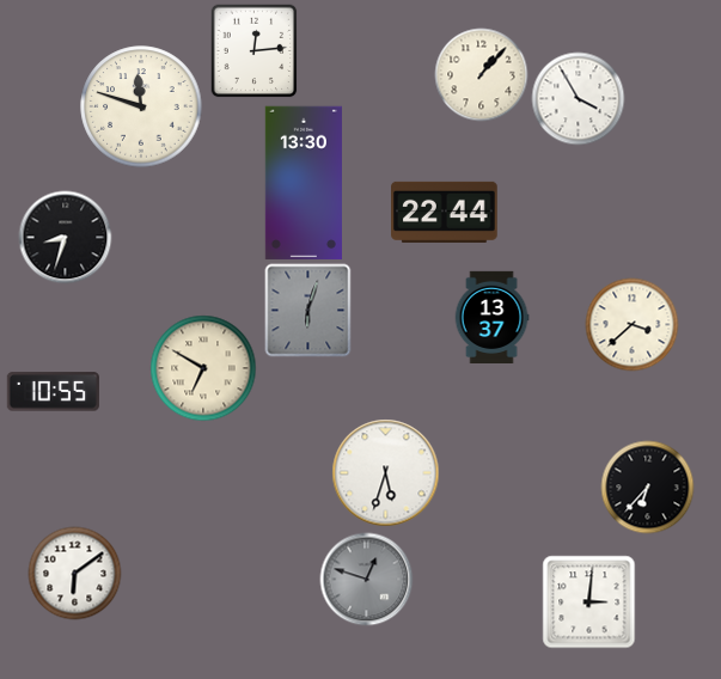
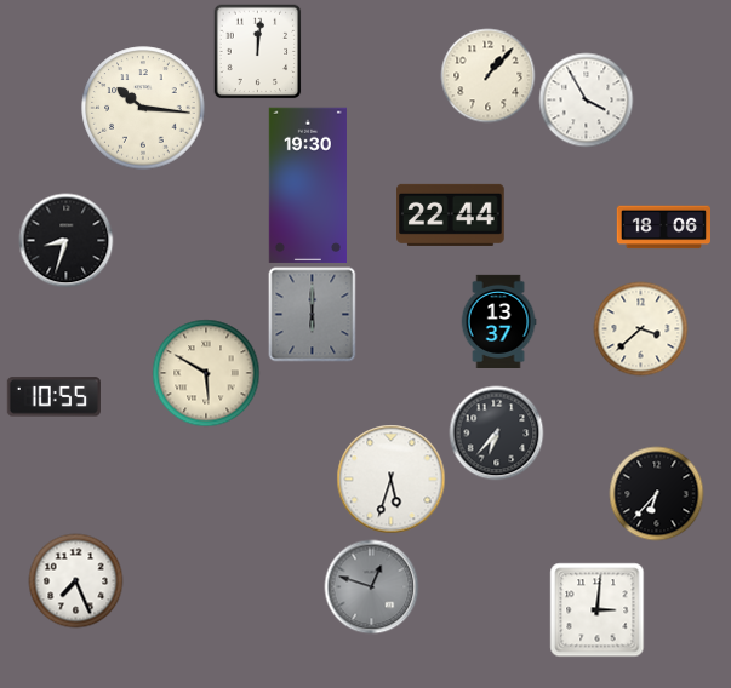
clock at (255, 50): 12:14 -> 12:01
clock at (141, 106): 11:48 -> 10:16
clock at (304, 183): 13:30 -> 19:30
clock at (663, 228): none -> 18:06
clock at (308, 310): 6:03 -> 6:00
clock at (203, 368): 6:50 -> 5:50
clock at (496, 432): none -> 6:37
clock at (74, 573): 6:09 -> 7:26
